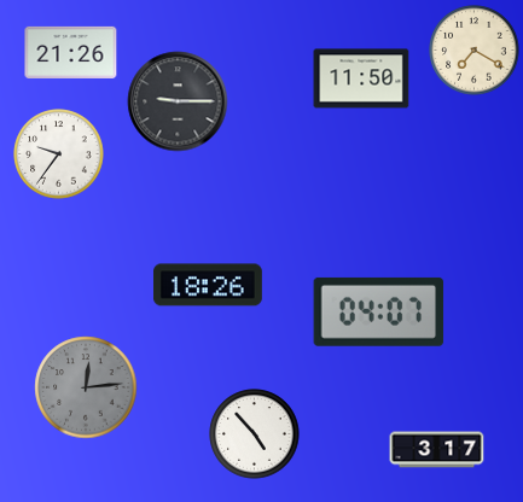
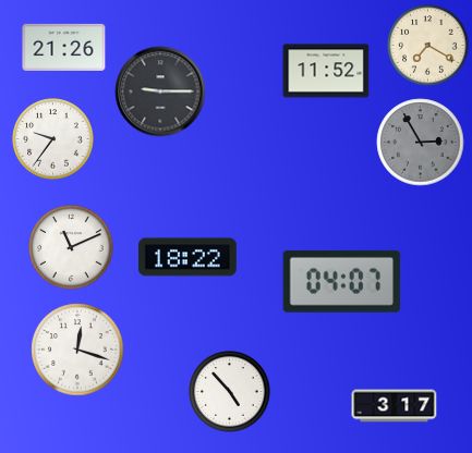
clock at (361, 78): 11:50 -> 11:52
clock at (421, 143): none -> 2:55
clock at (71, 247): none -> 11:11
clock at (209, 285): 18:26 -> 18:22
clock at (86, 387): 12:14 -> 12:18
clock at (86, 387) dial: grey -> white
